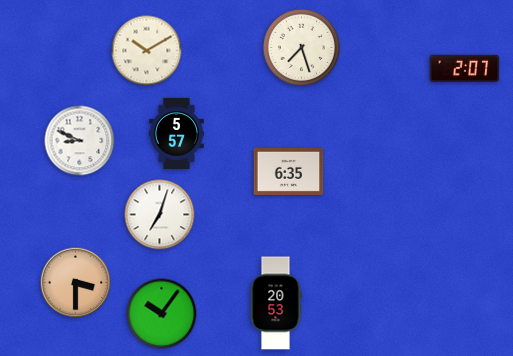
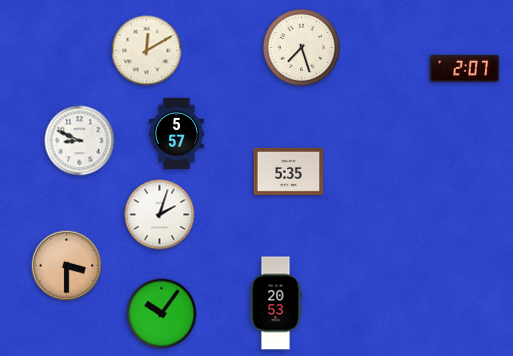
clock at (147, 51): 10:10 -> 12:10
clock at (289, 171): 6:35 -> 5:35
clock at (160, 215): 7:03 -> 2:03
clock at (76, 283) position: (76, 283) -> (67, 266)
